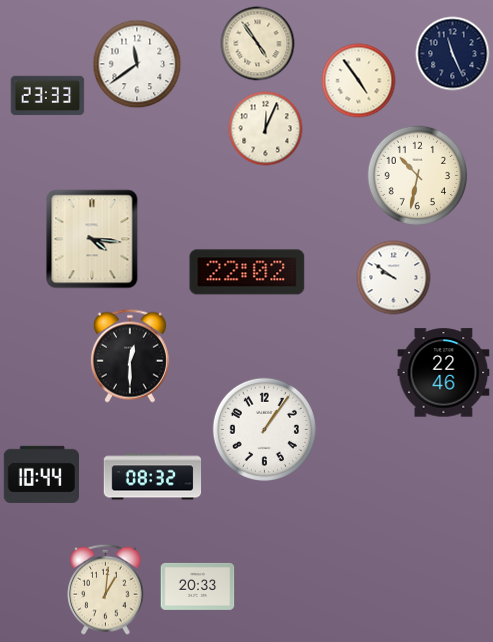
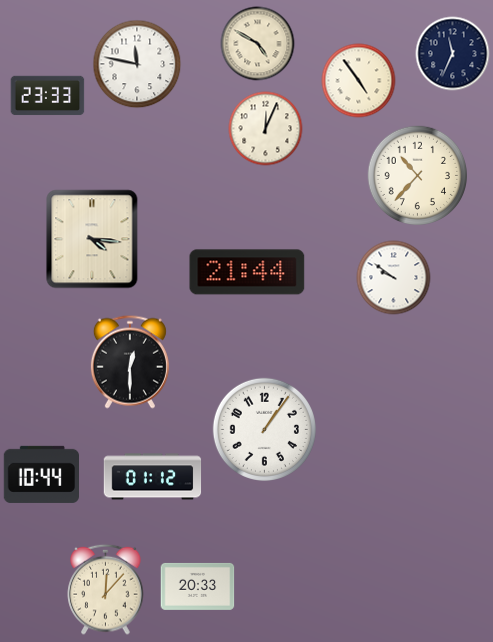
clock at (258, 44): 4:54 -> 4:50
clock at (453, 54): 11:26 -> 11:34
clock at (137, 64): 11:39 -> 11:47
clock at (417, 175): 10:32 -> 10:37
clock at (247, 272): 22:02 -> 21:44
clock at (130, 356) position: (130, 356) -> (130, 362)
clock at (444, 373): 22:46 -> none
clock at (153, 477): 08:32 -> 01:12
clock at (106, 589): 1:01 -> 12:07
